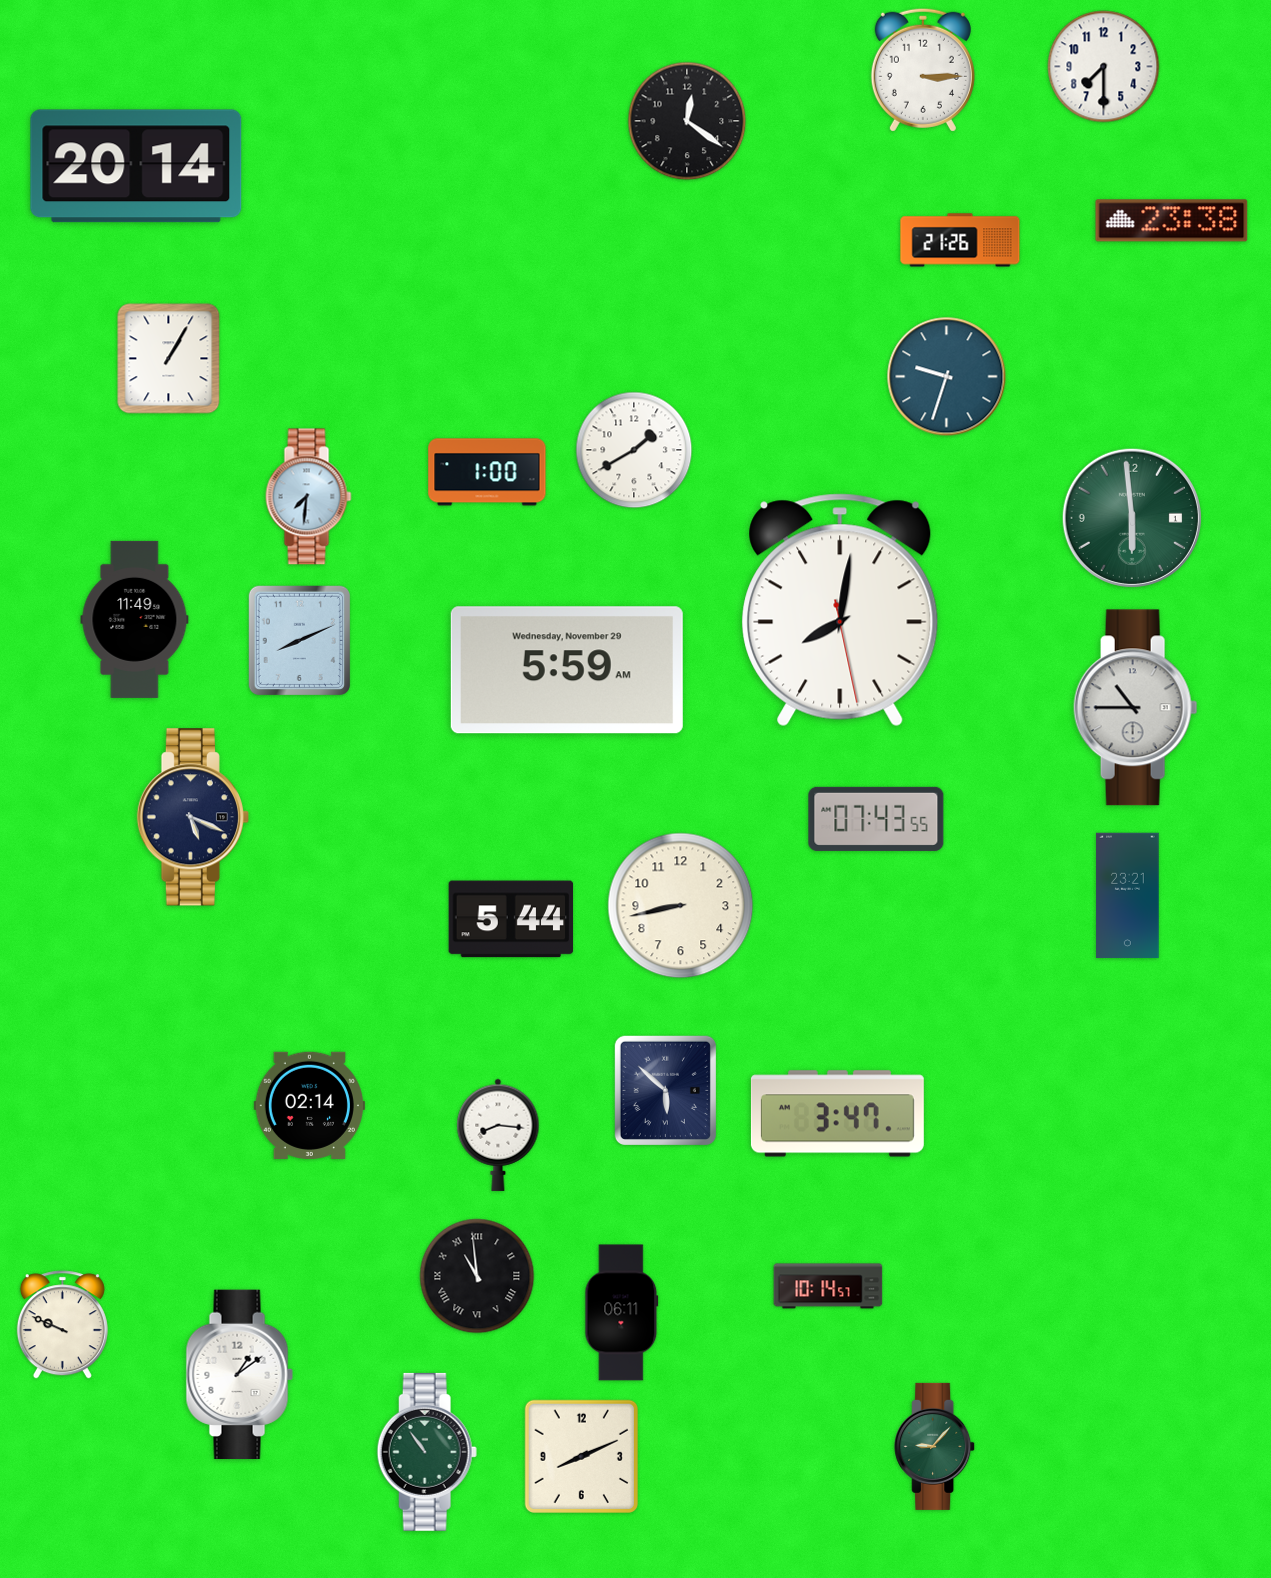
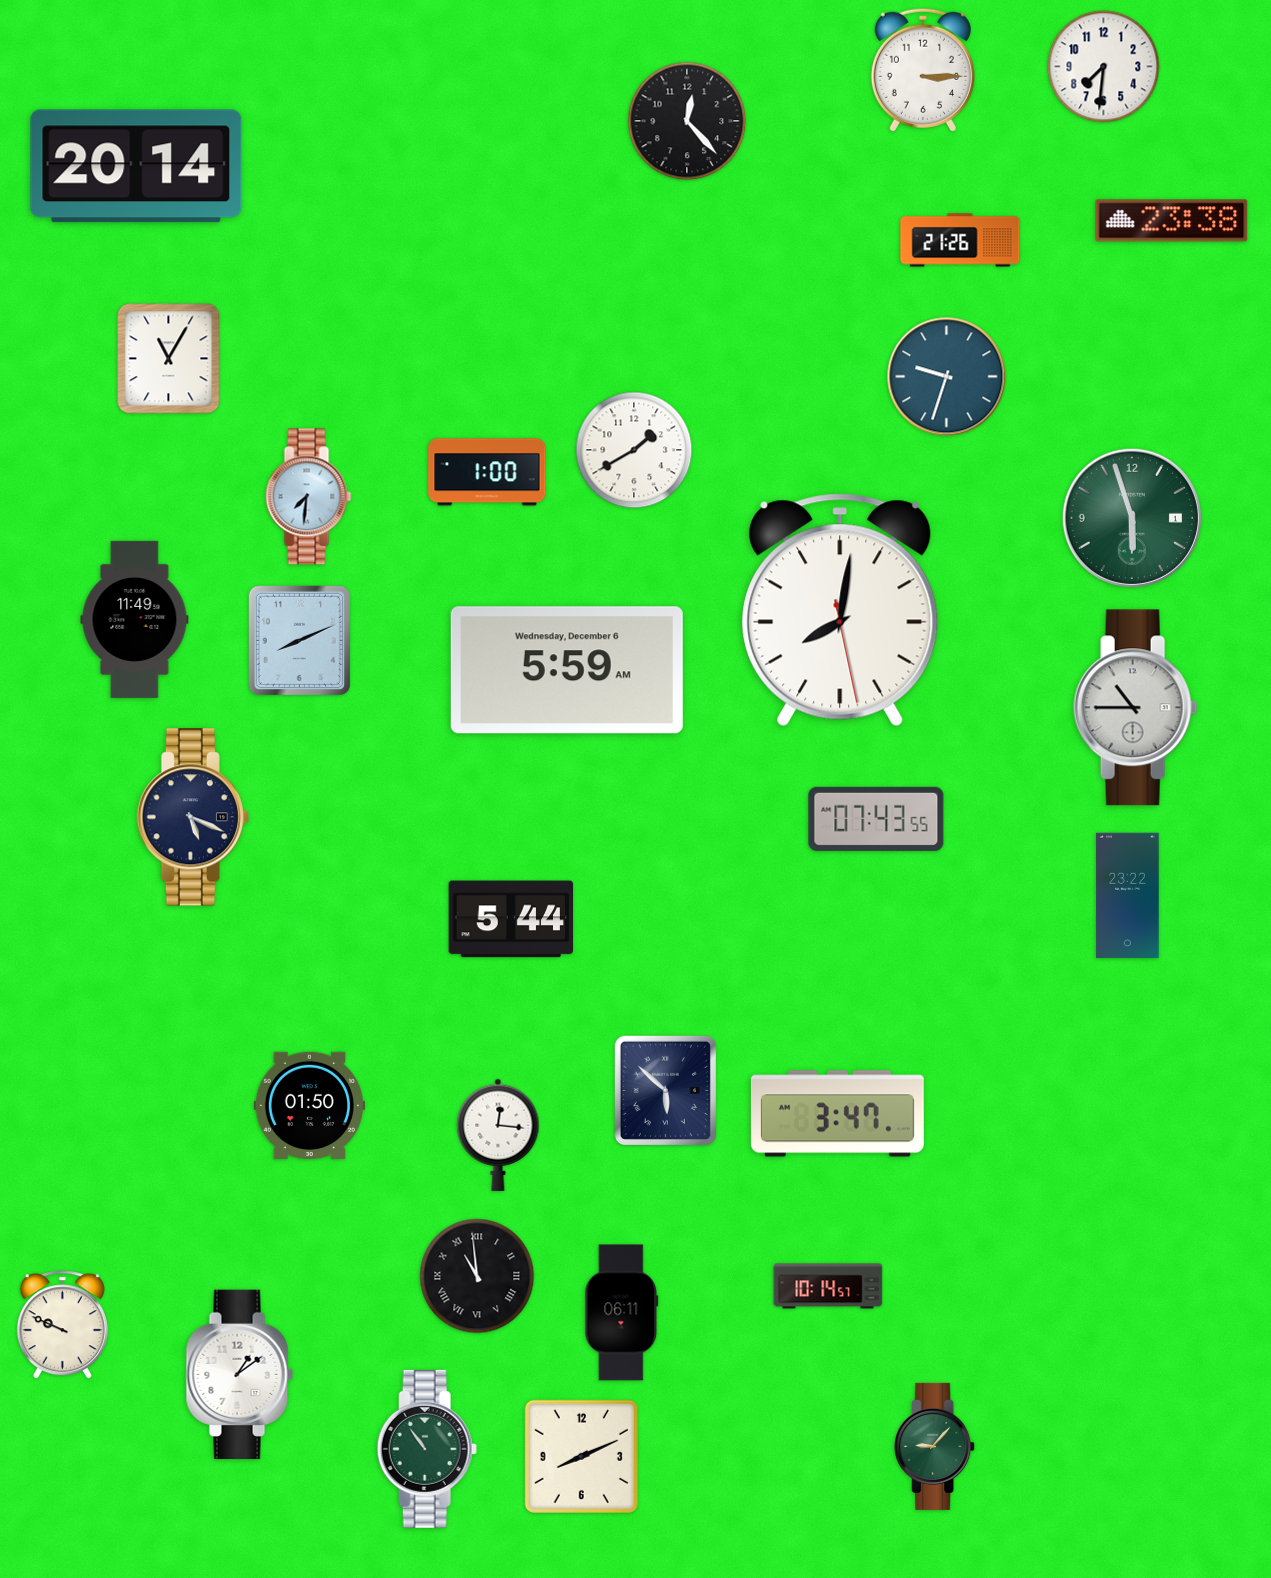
clock at (1104, 67): 7:30 -> 7:31
clock at (687, 121): 12:21 -> 12:23
clock at (169, 359): 1:05 -> 11:05
clock at (1132, 518): 5:59 -> 5:57
clock at (567, 670) date: Wednesday, November 29 -> Wednesday, December 6
clock at (1128, 896): 23:21 -> 23:22
clock at (681, 906): 8:43 -> none
clock at (309, 1105): 02:14 -> 01:50
clock at (498, 1135): 8:16 -> 12:16
clock at (427, 1452) position: (427, 1452) -> (427, 1449)
